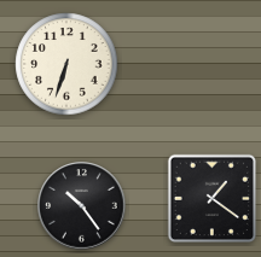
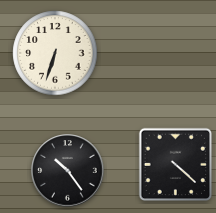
clock at (213, 199): 1:21 -> 4:22
